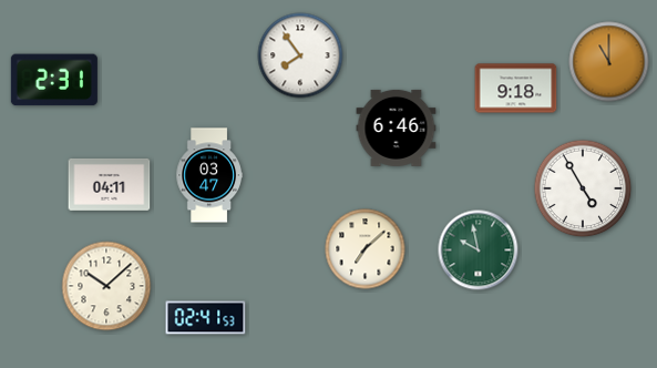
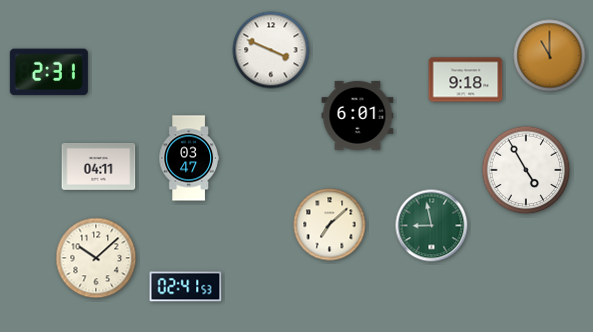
clock at (300, 55): 7:54 -> 3:49
clock at (397, 127): 6:46 -> 6:01
clock at (479, 251): 9:58 -> 8:58
